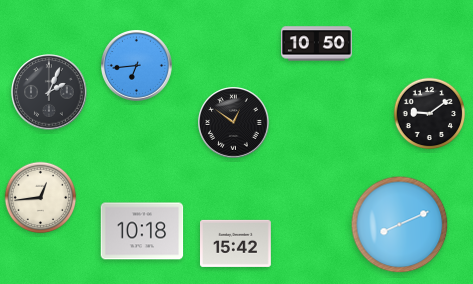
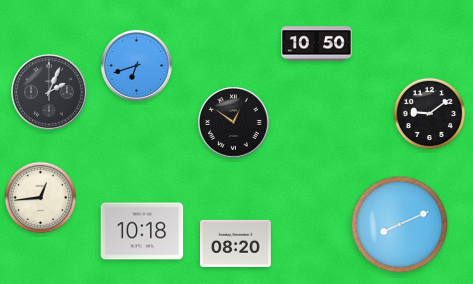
clock at (137, 66): 6:44 -> 6:42
clock at (236, 243): 15:42 -> 08:20
